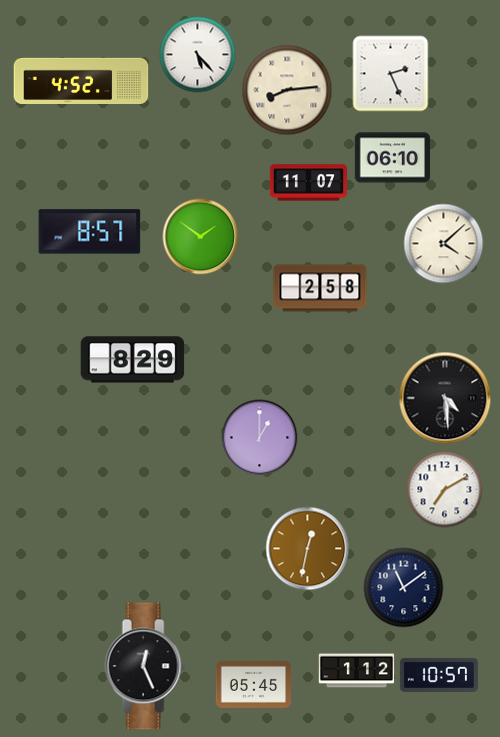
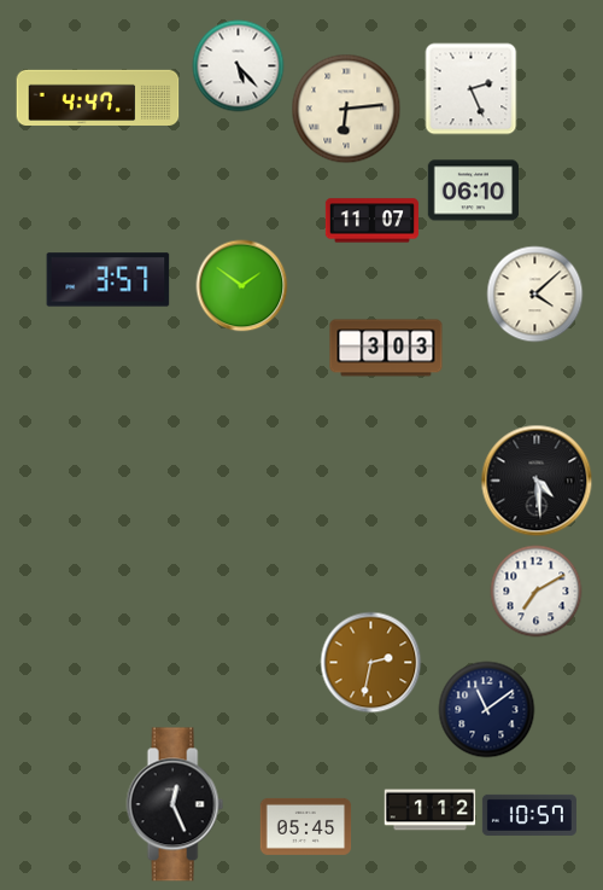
clock at (81, 80): 4:52 -> 4:47
clock at (287, 90): 8:14 -> 6:14
clock at (90, 232): 8:57 -> 3:57
clock at (320, 288): 2:58 -> 3:03
clock at (133, 360): 8:29 -> none
clock at (260, 438): 1:00 -> none
clock at (308, 549): 12:32 -> 2:32
